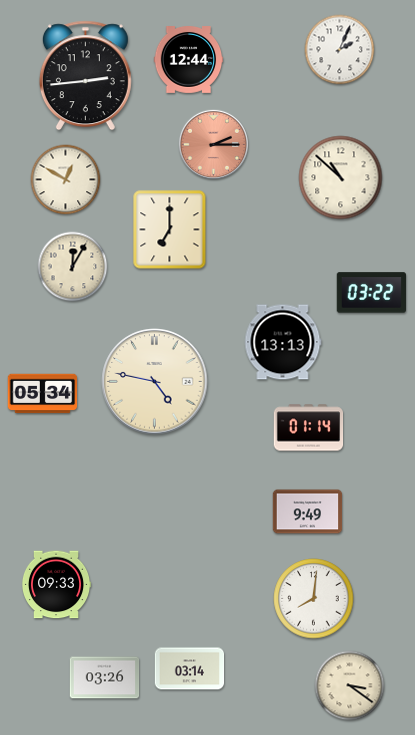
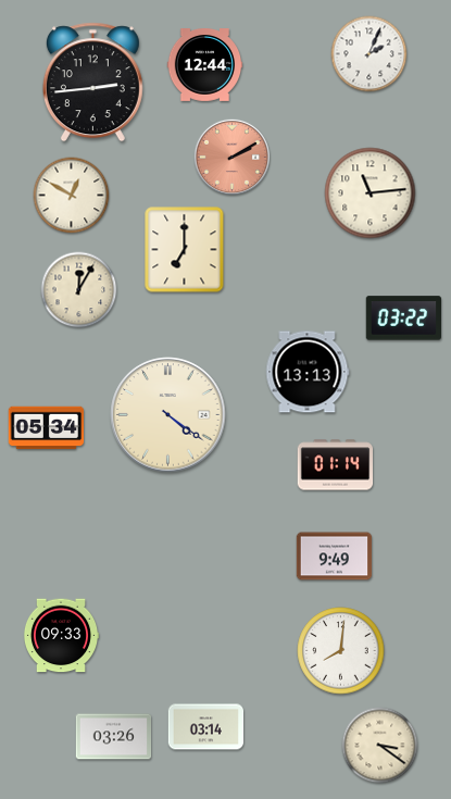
clock at (213, 144): 2:15 -> 2:10
clock at (341, 178): 10:52 -> 11:14
clock at (155, 382): 4:47 -> 4:21
